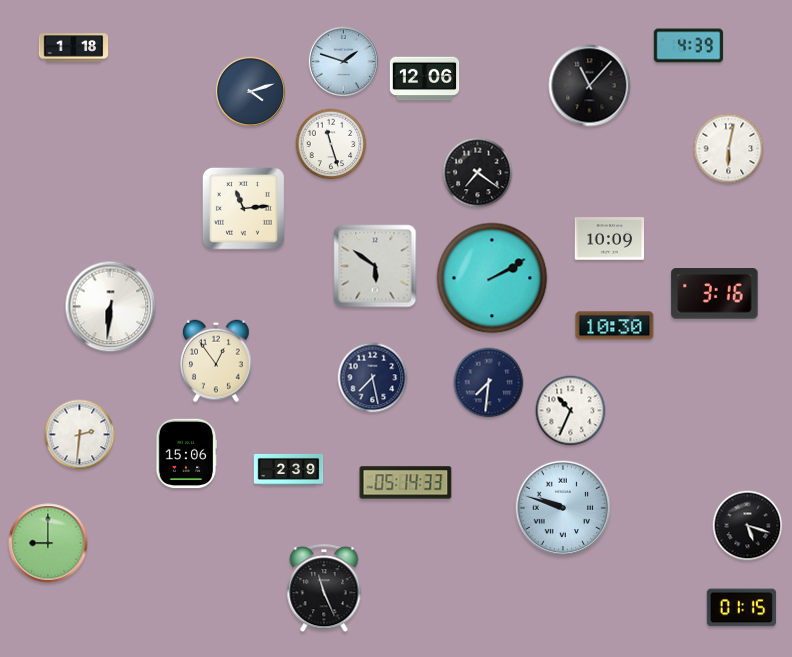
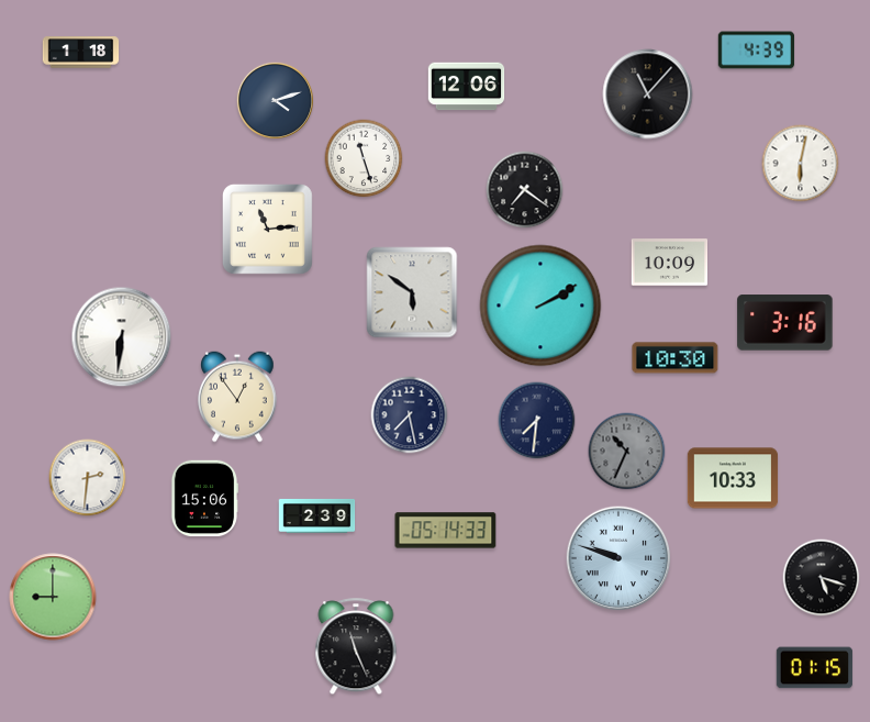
clock at (343, 61): 1:48 -> none
clock at (571, 411) dial: white -> grey
clock at (733, 478): none -> 10:33
